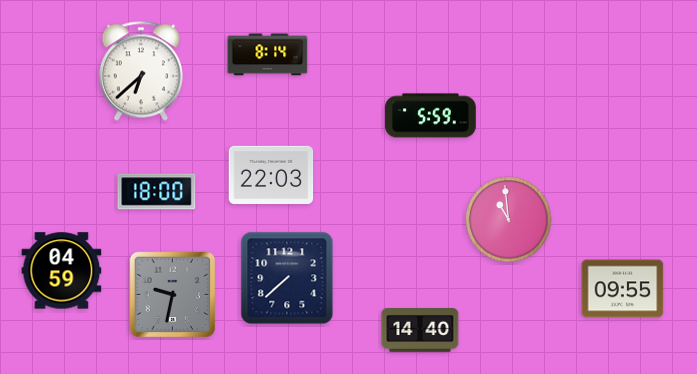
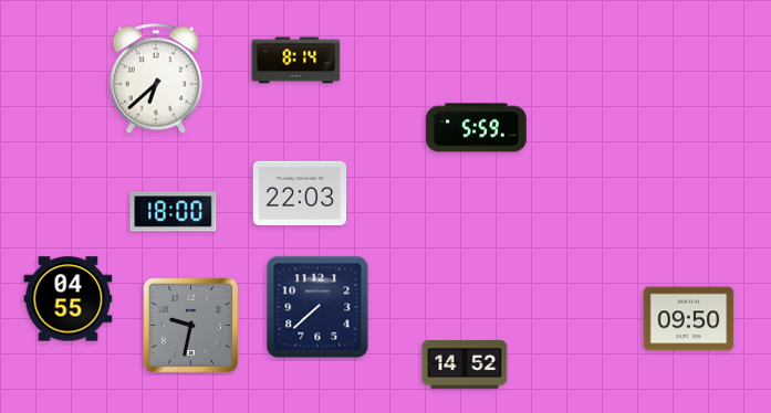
clock at (509, 220): 10:59 -> none
clock at (62, 271): 04:59 -> 04:55
clock at (623, 289): 09:55 -> 09:50
clock at (420, 331): 14:40 -> 14:52
